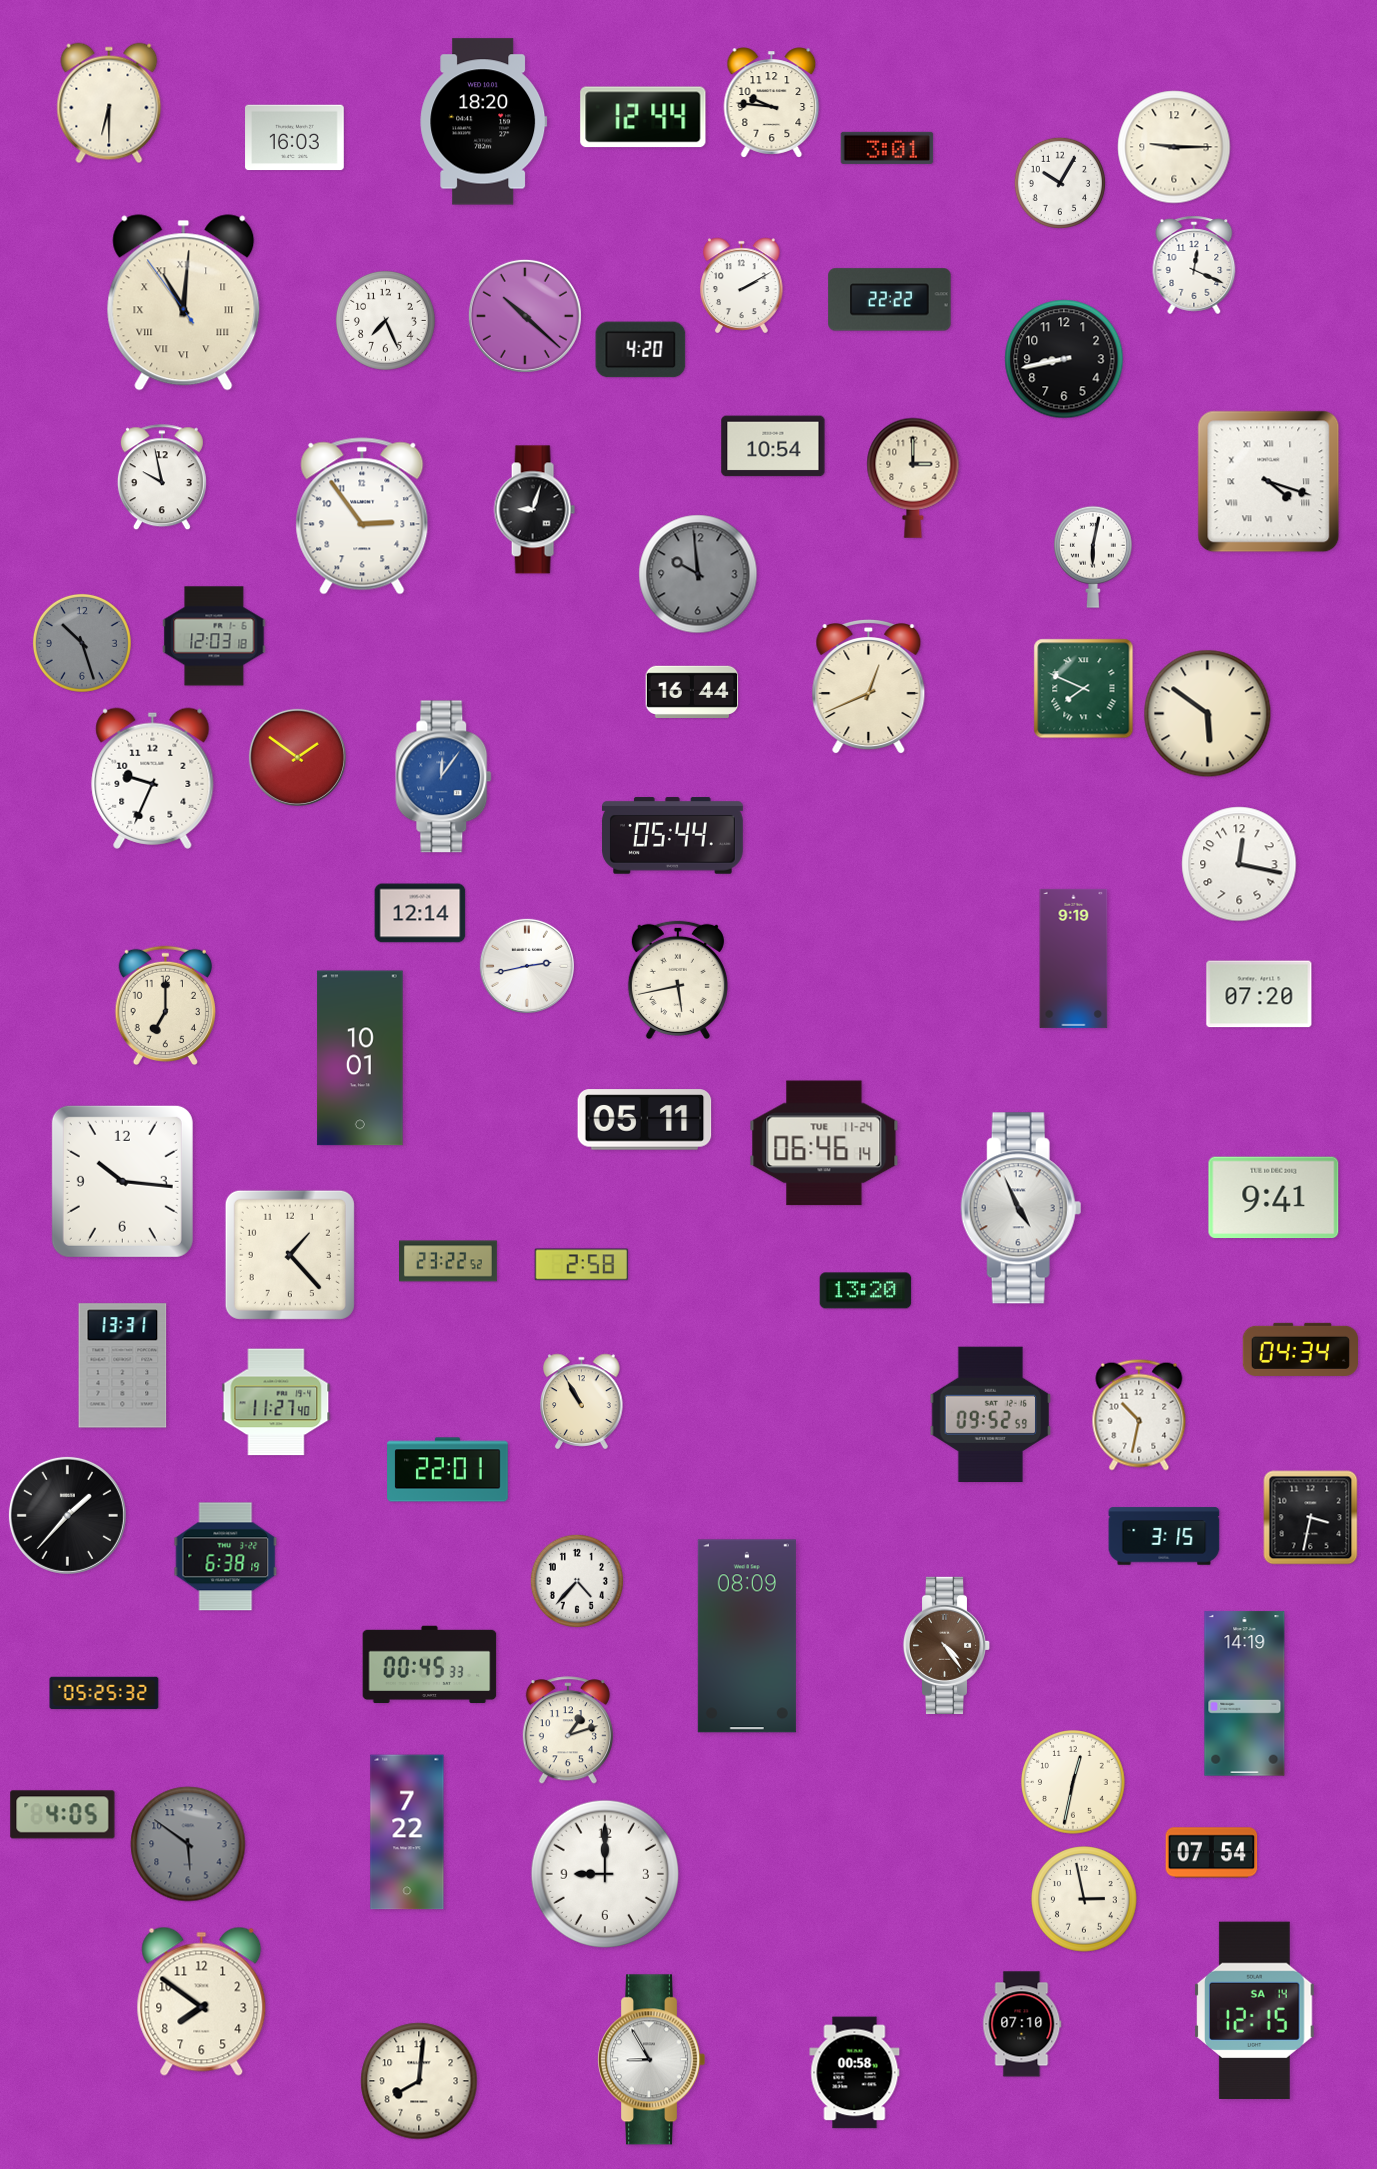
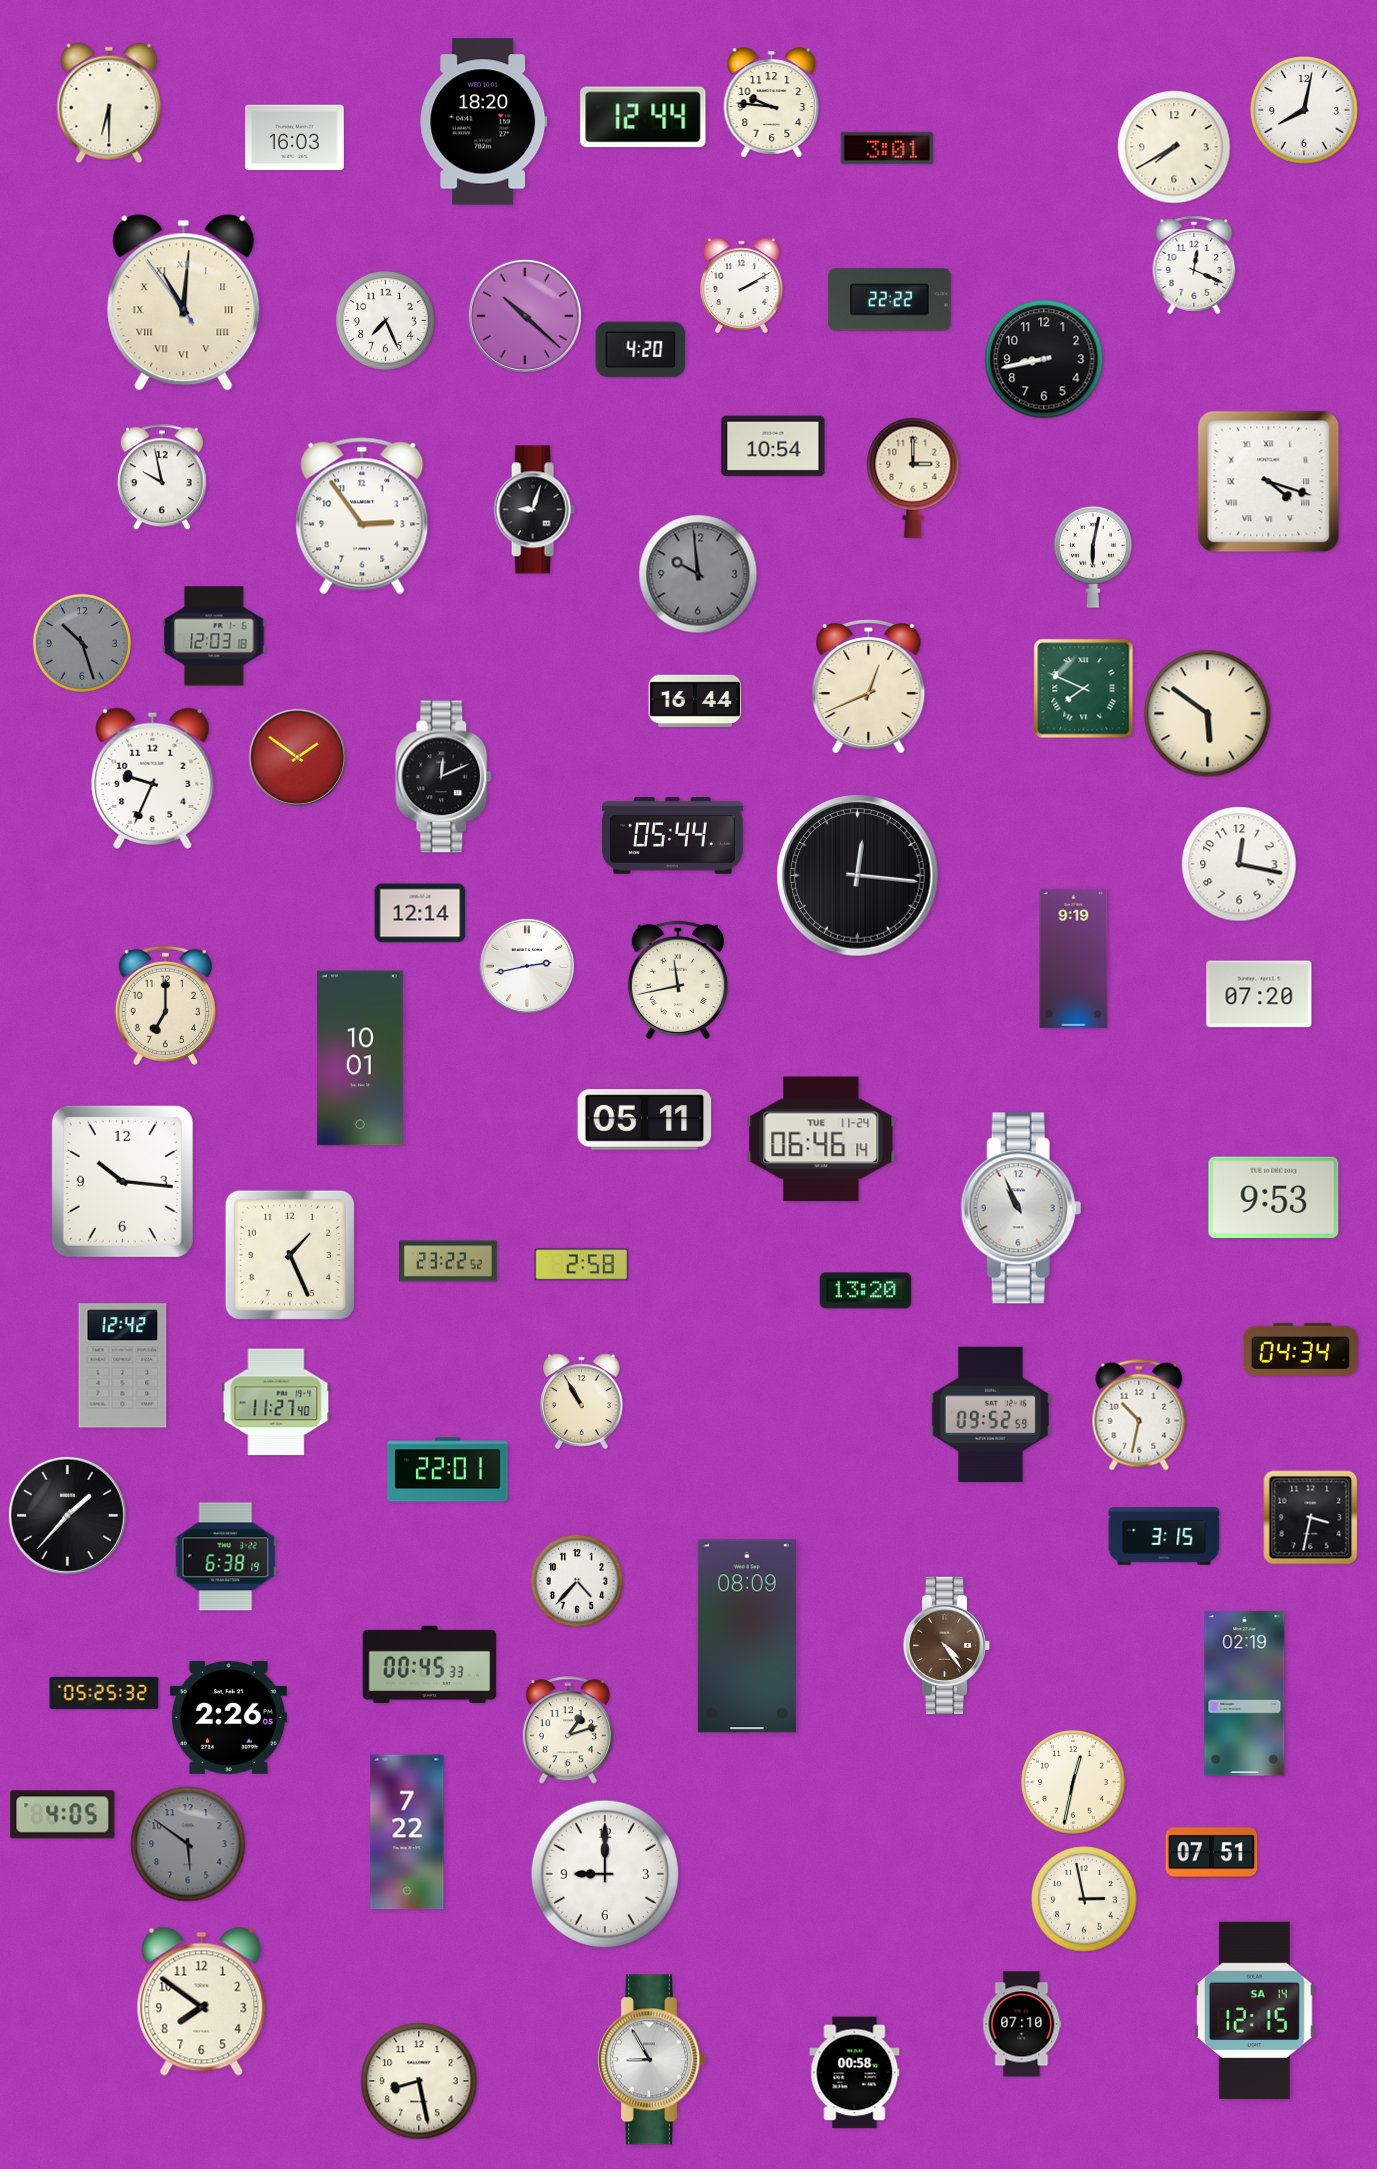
clock at (1304, 110): none -> 8:02
clock at (1174, 147): 9:15 -> 7:40
clock at (1060, 183): 10:05 -> none
clock at (1064, 359) position: (1064, 359) -> (1044, 359)
clock at (692, 691) position: (692, 691) -> (695, 700)
clock at (444, 777): 12:06 -> 12:11
clock at (444, 777) dial: blue -> black
clock at (858, 876): none -> 12:16
clock at (678, 979): 5:43 -> 11:43
clock at (824, 1143) position: (824, 1143) -> (821, 1139)
clock at (1274, 1198): 9:41 -> 9:53
clock at (1021, 1208): 4:56 -> 10:56
clock at (290, 1255): 1:23 -> 1:26
clock at (123, 1366): 13:31 -> 12:42
clock at (1245, 1694): 14:19 -> 02:19
clock at (228, 1717): none -> 2:26
clock at (1212, 1853): 07:54 -> 07:51
clock at (419, 2081): 8:01 -> 8:28
